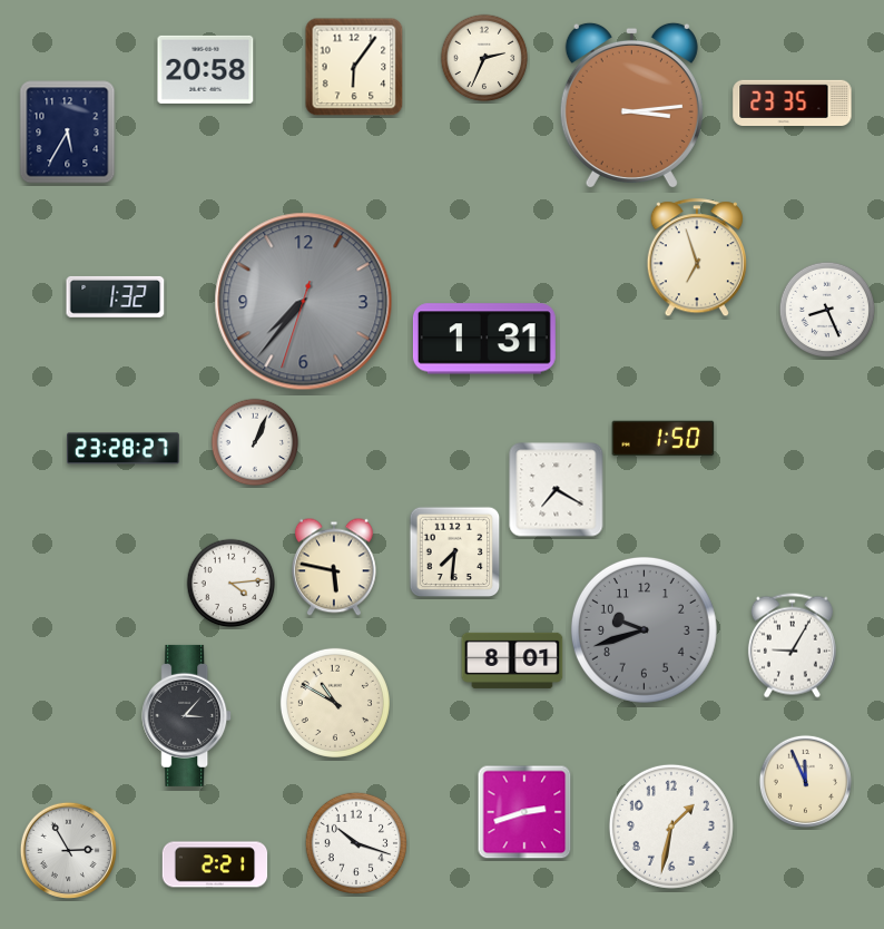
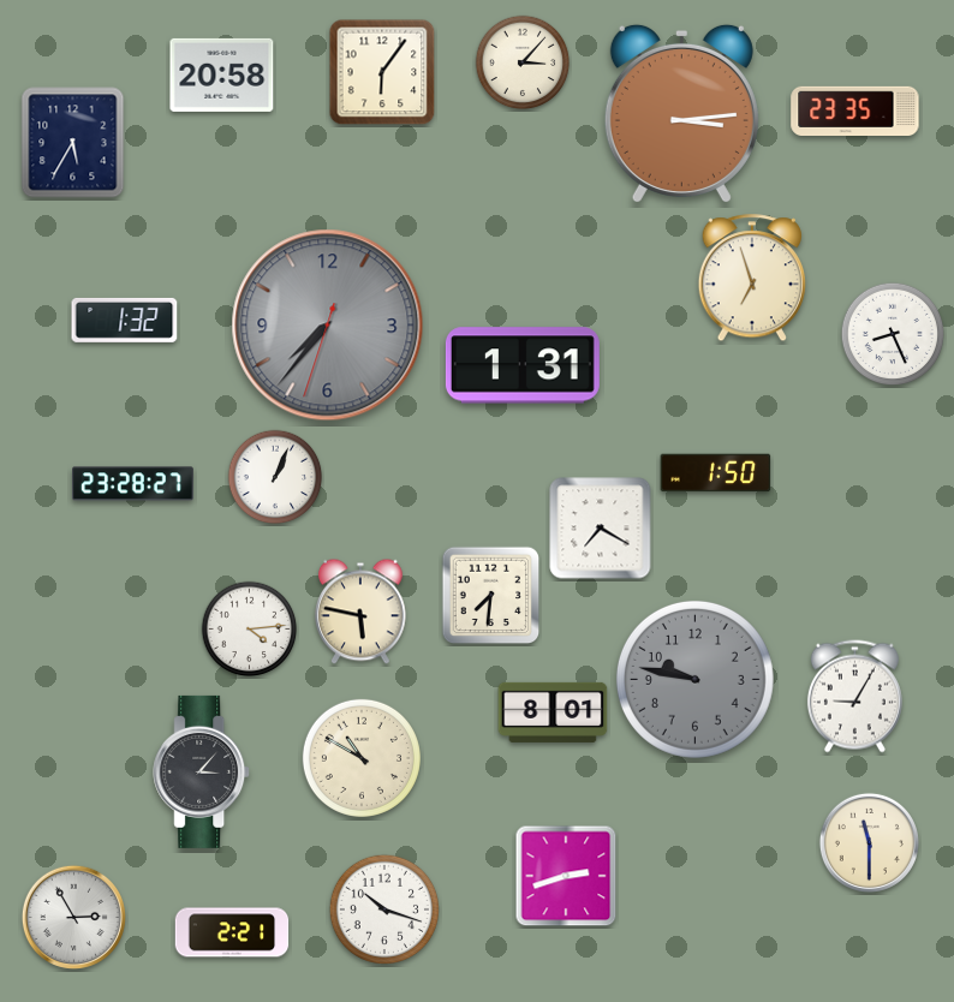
clock at (484, 58): 2:34 -> 3:07
clock at (644, 629): 9:42 -> 9:47
clock at (805, 781): 11:56 -> 11:30
clock at (671, 827): 1:32 -> none
